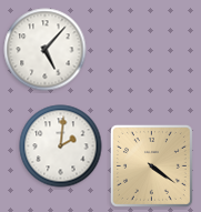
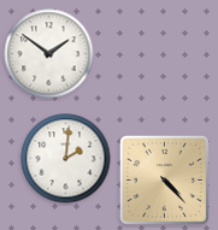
clock at (46, 50): 5:07 -> 1:51
clock at (151, 165): 4:21 -> 4:23
